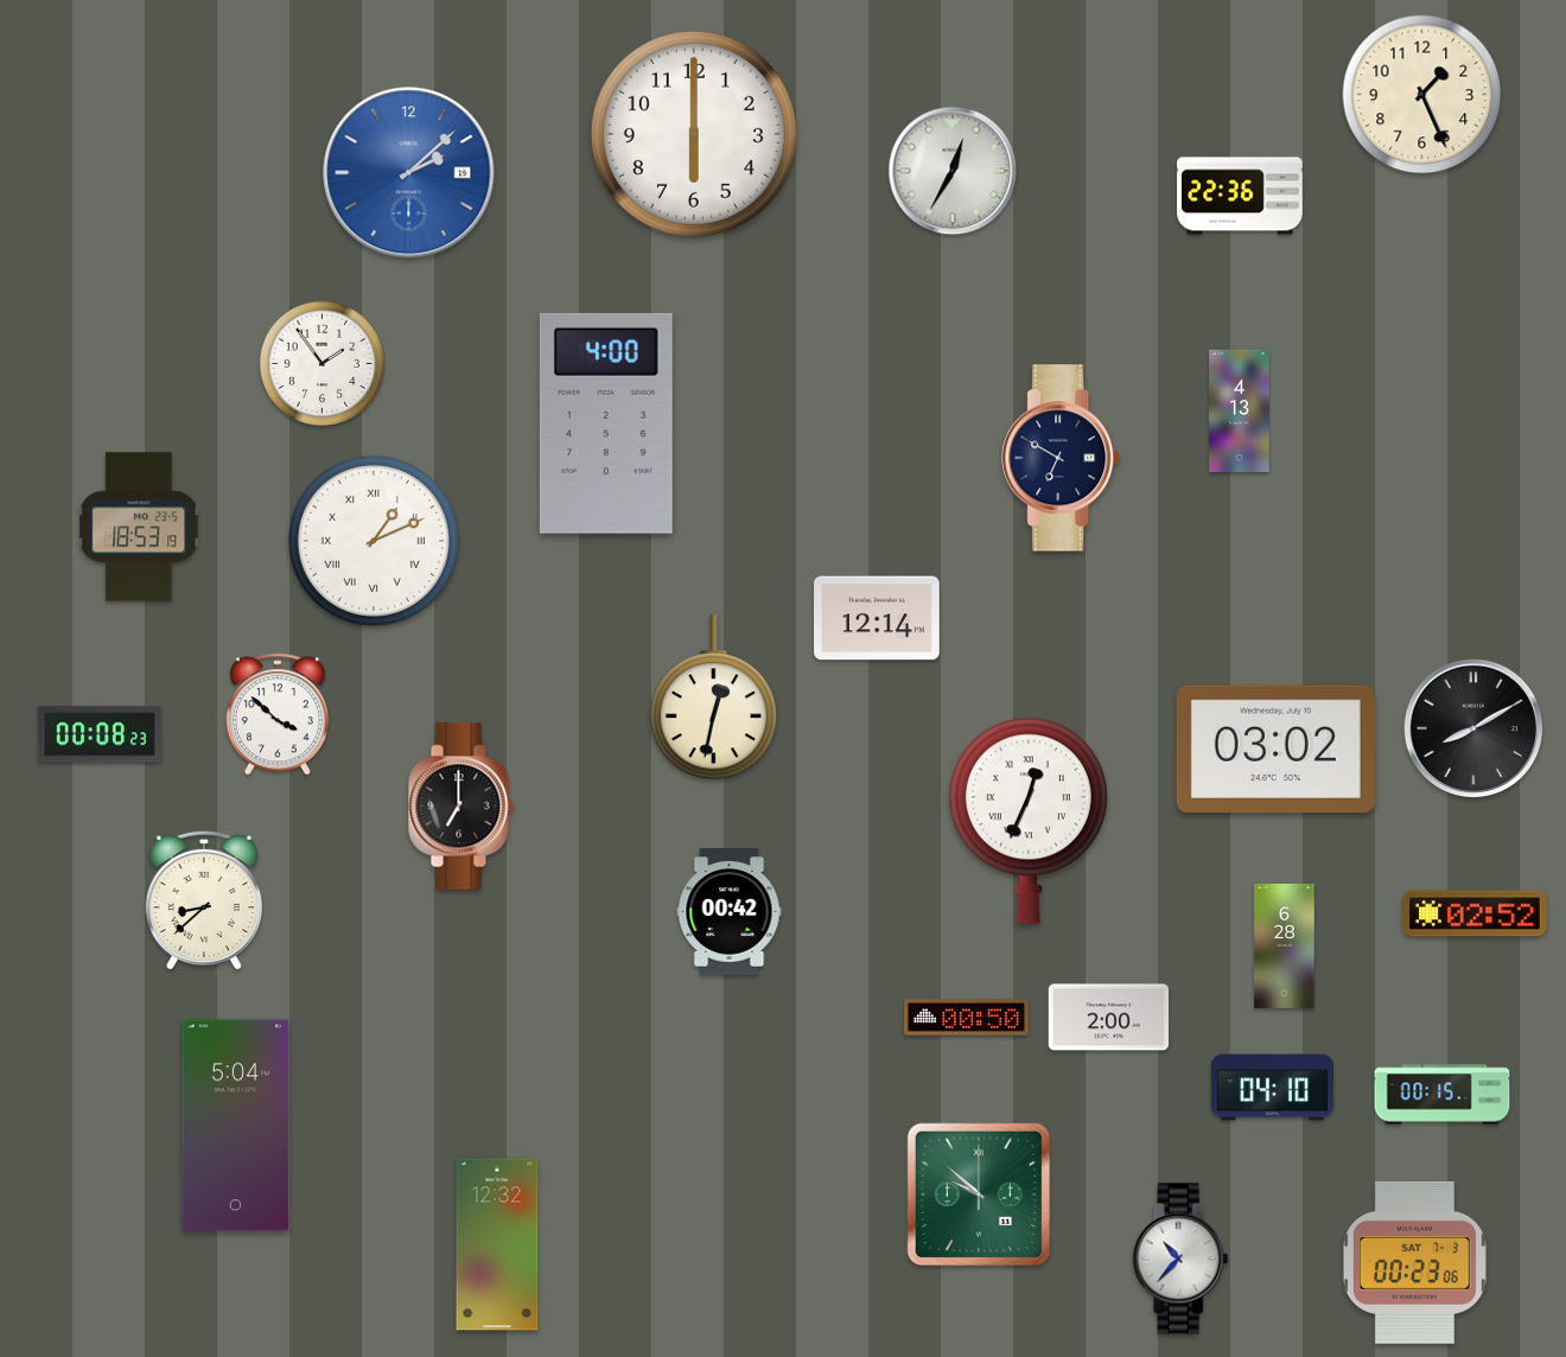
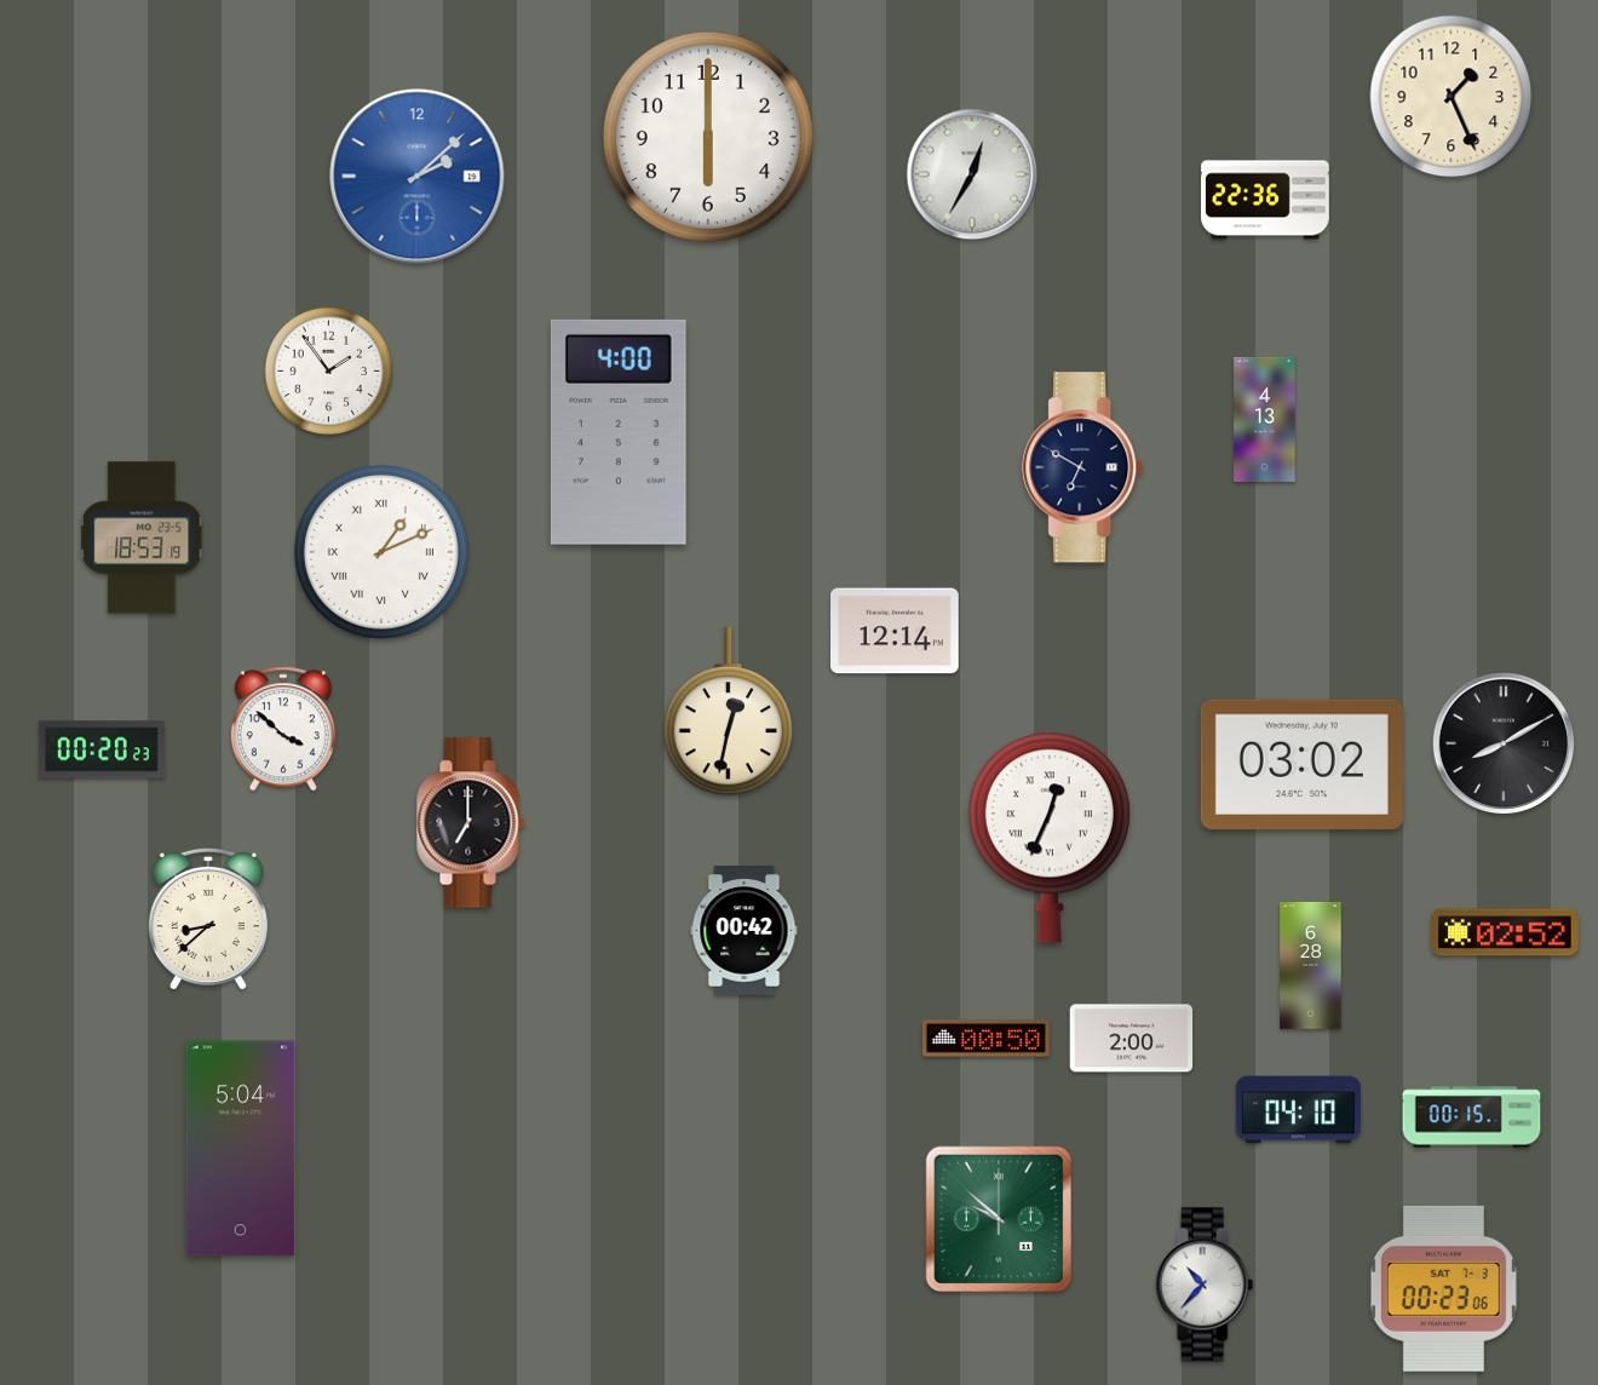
clock at (100, 734): 00:08 -> 00:20
clock at (497, 1244): 12:32 -> none
